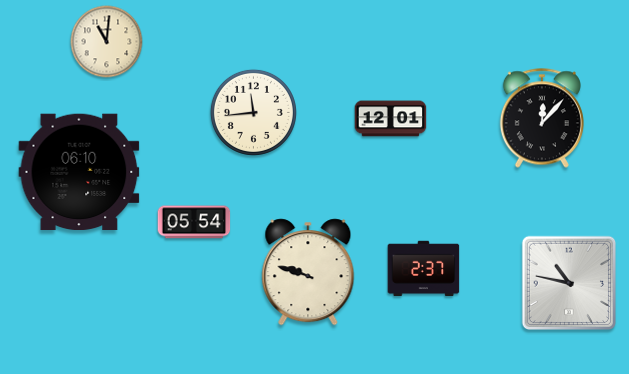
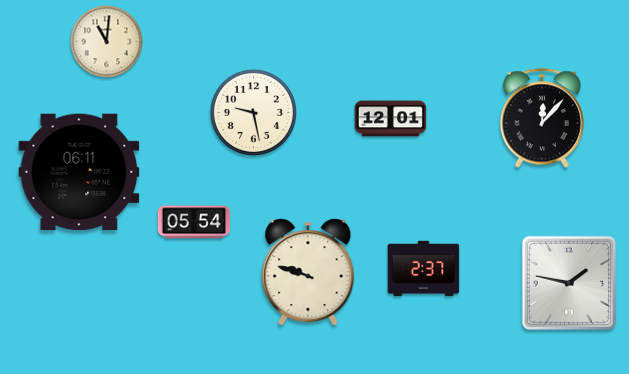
clock at (253, 112): 11:44 -> 9:28
clock at (79, 172): 06:10 -> 06:11
clock at (568, 282): 10:47 -> 1:47
